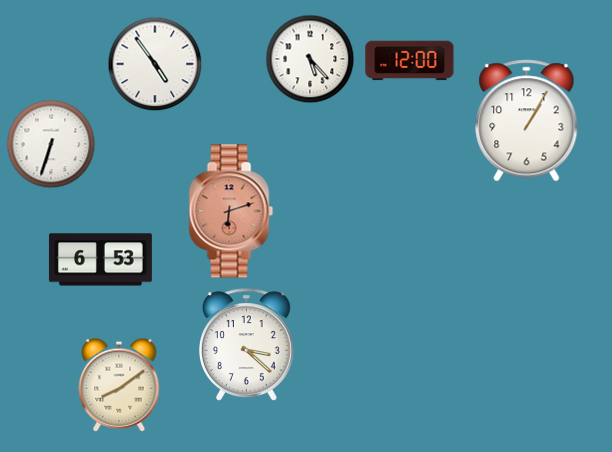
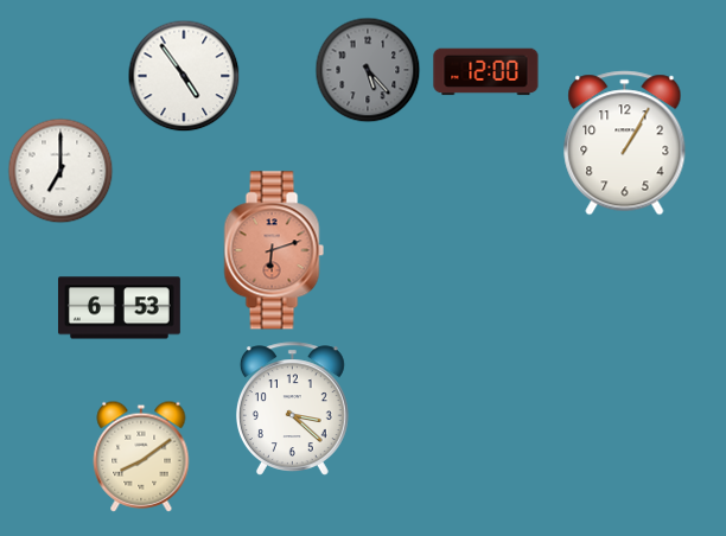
clock at (310, 59) dial: white -> grey
clock at (51, 144): 6:33 -> 7:00
